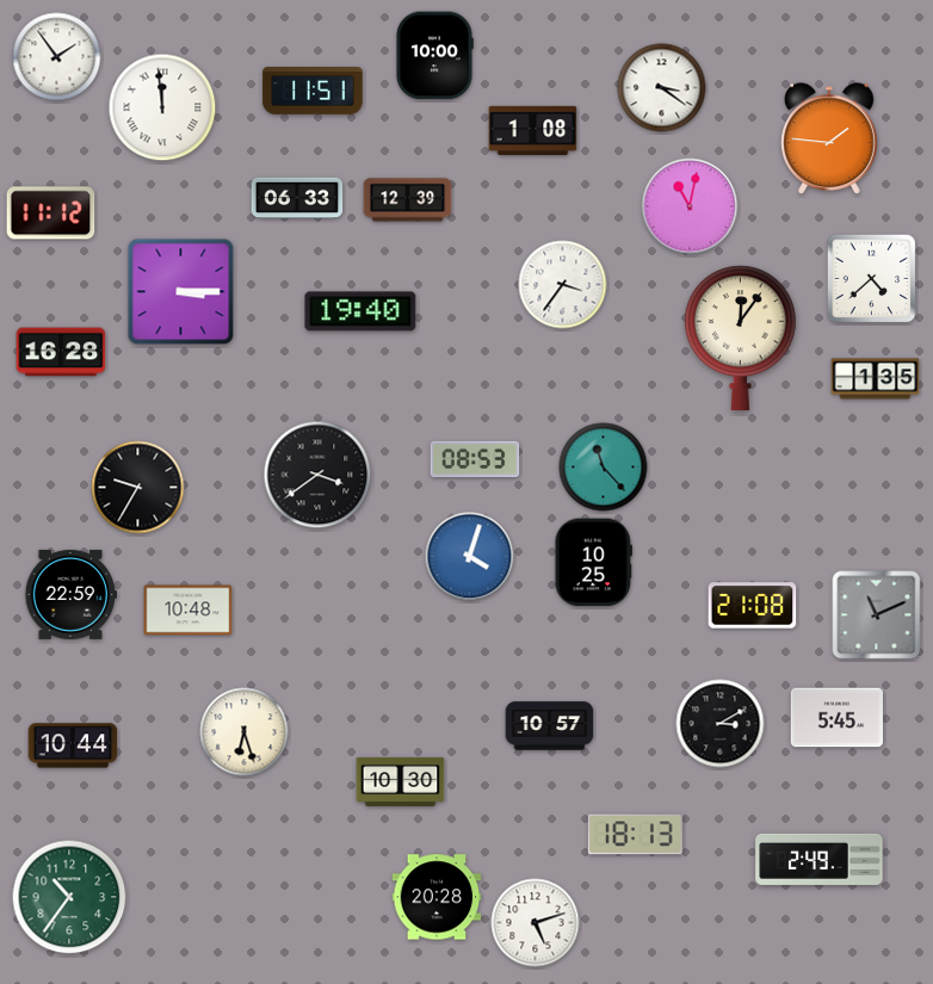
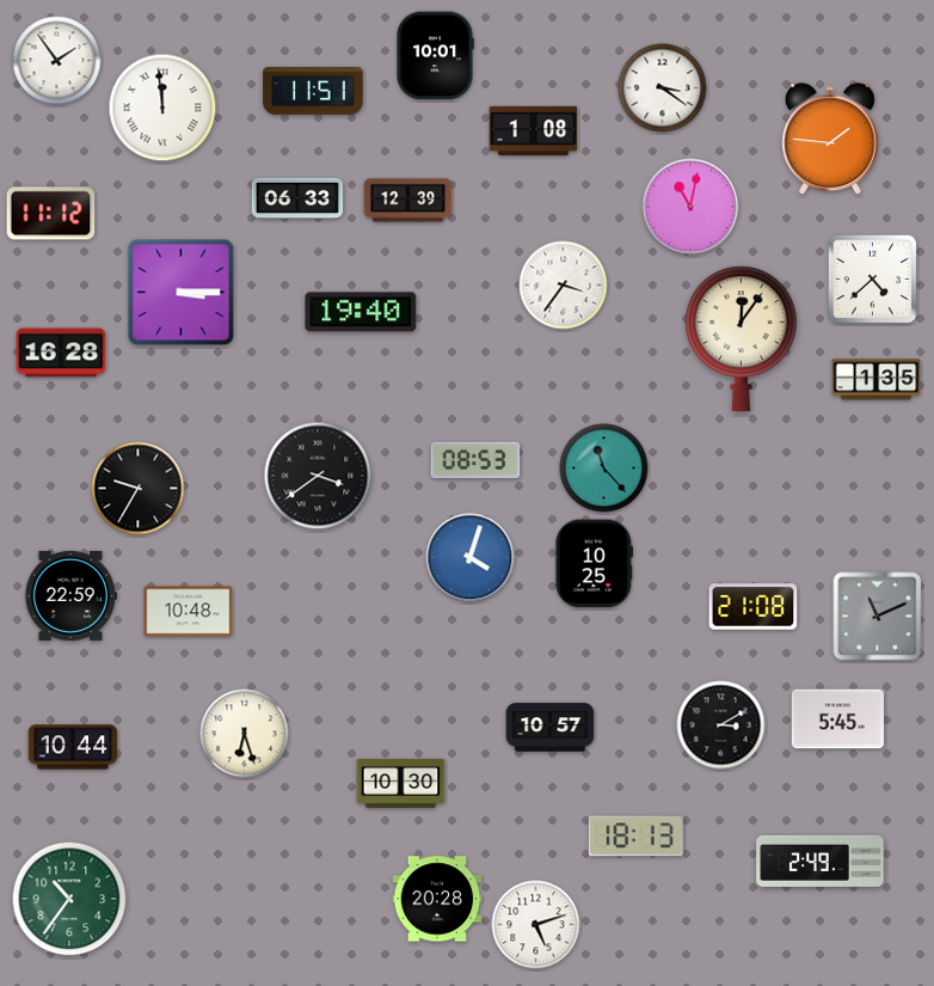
clock at (434, 56): 10:00 -> 10:01
clock at (57, 57) position: (57, 57) -> (57, 61)
